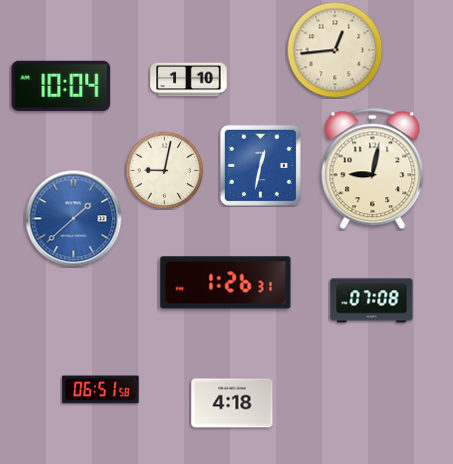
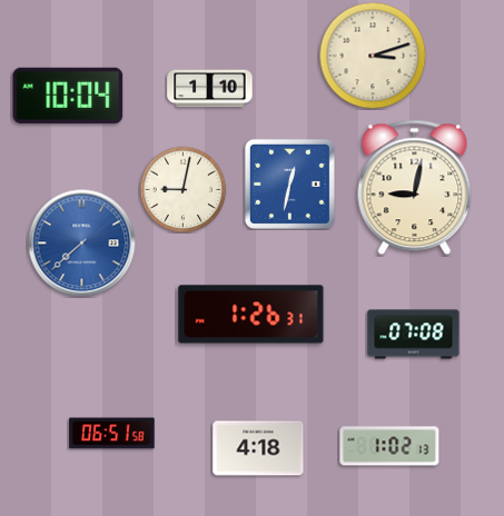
clock at (335, 50): 12:44 -> 3:12
clock at (74, 219): 1:38 -> 7:38
clock at (389, 446): none -> 1:02
